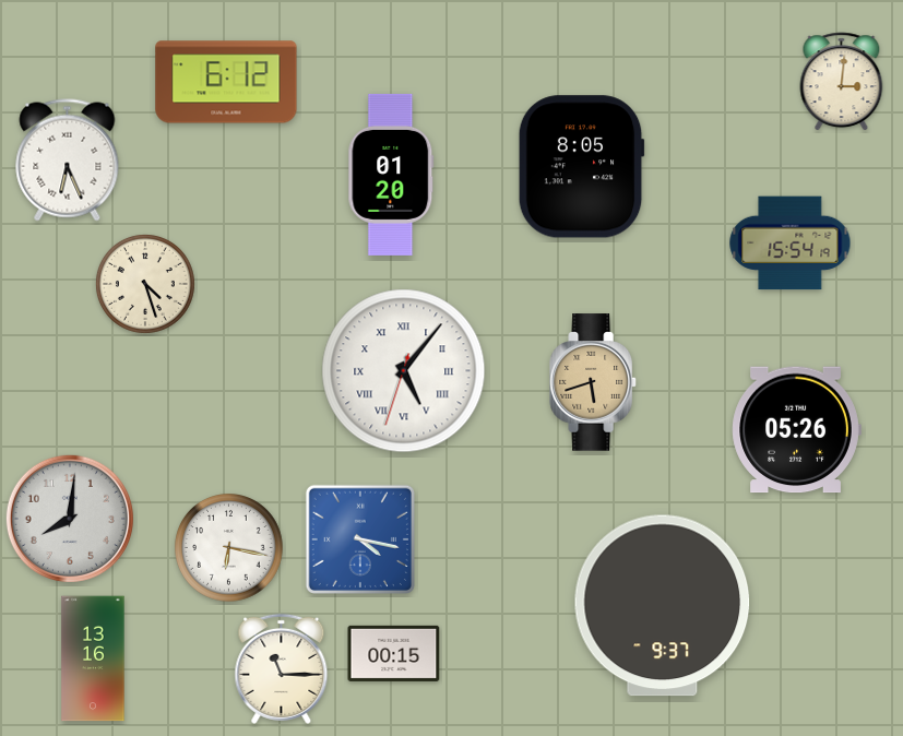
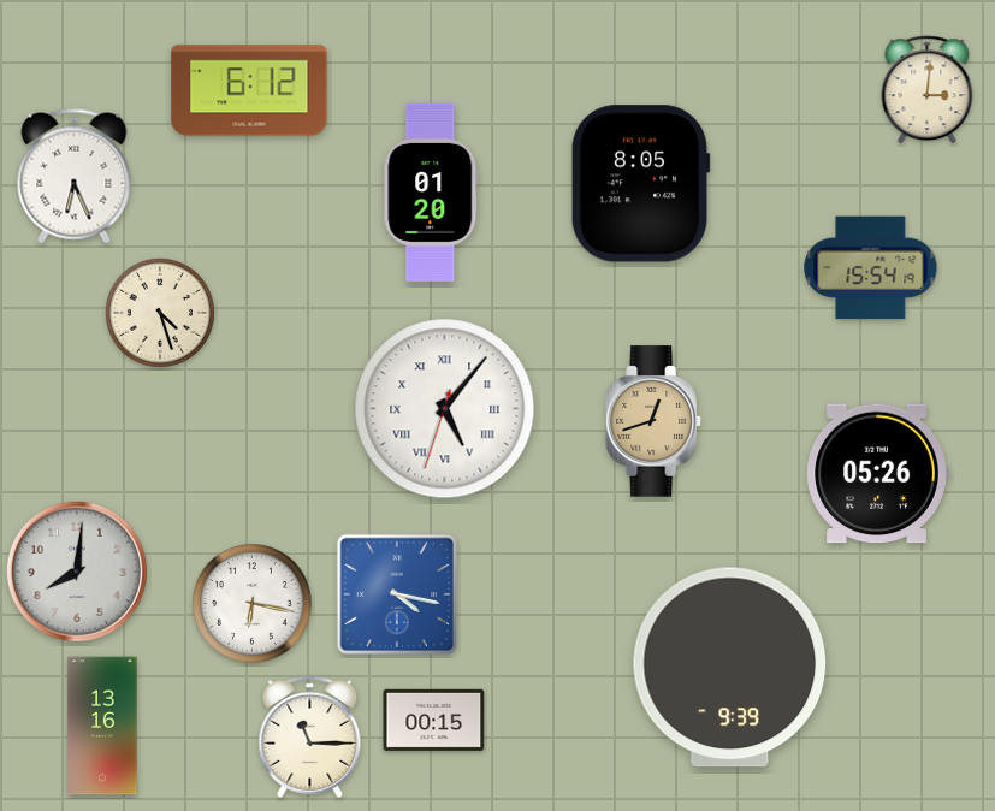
clock at (594, 382): 5:42 -> 12:42
clock at (663, 606): 9:37 -> 9:39
